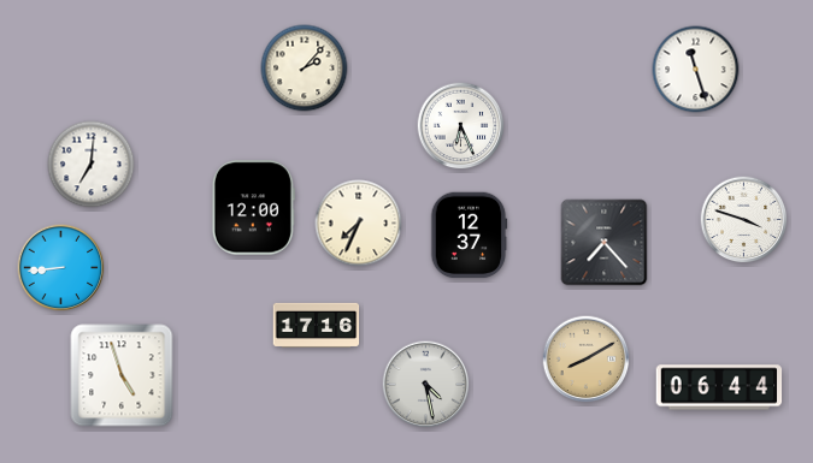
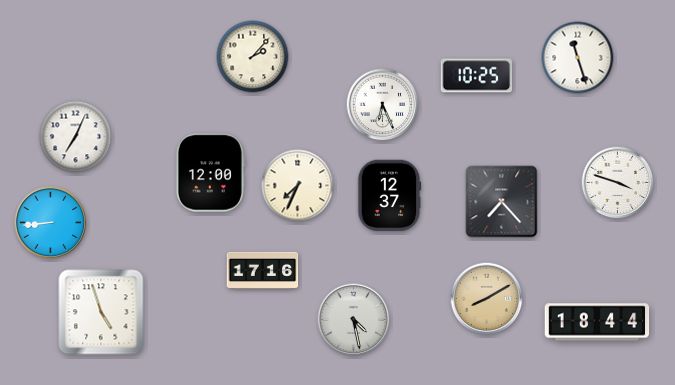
clock at (477, 76): none -> 10:25
clock at (92, 165): 7:01 -> 7:04
clock at (719, 387): 06:44 -> 18:44
